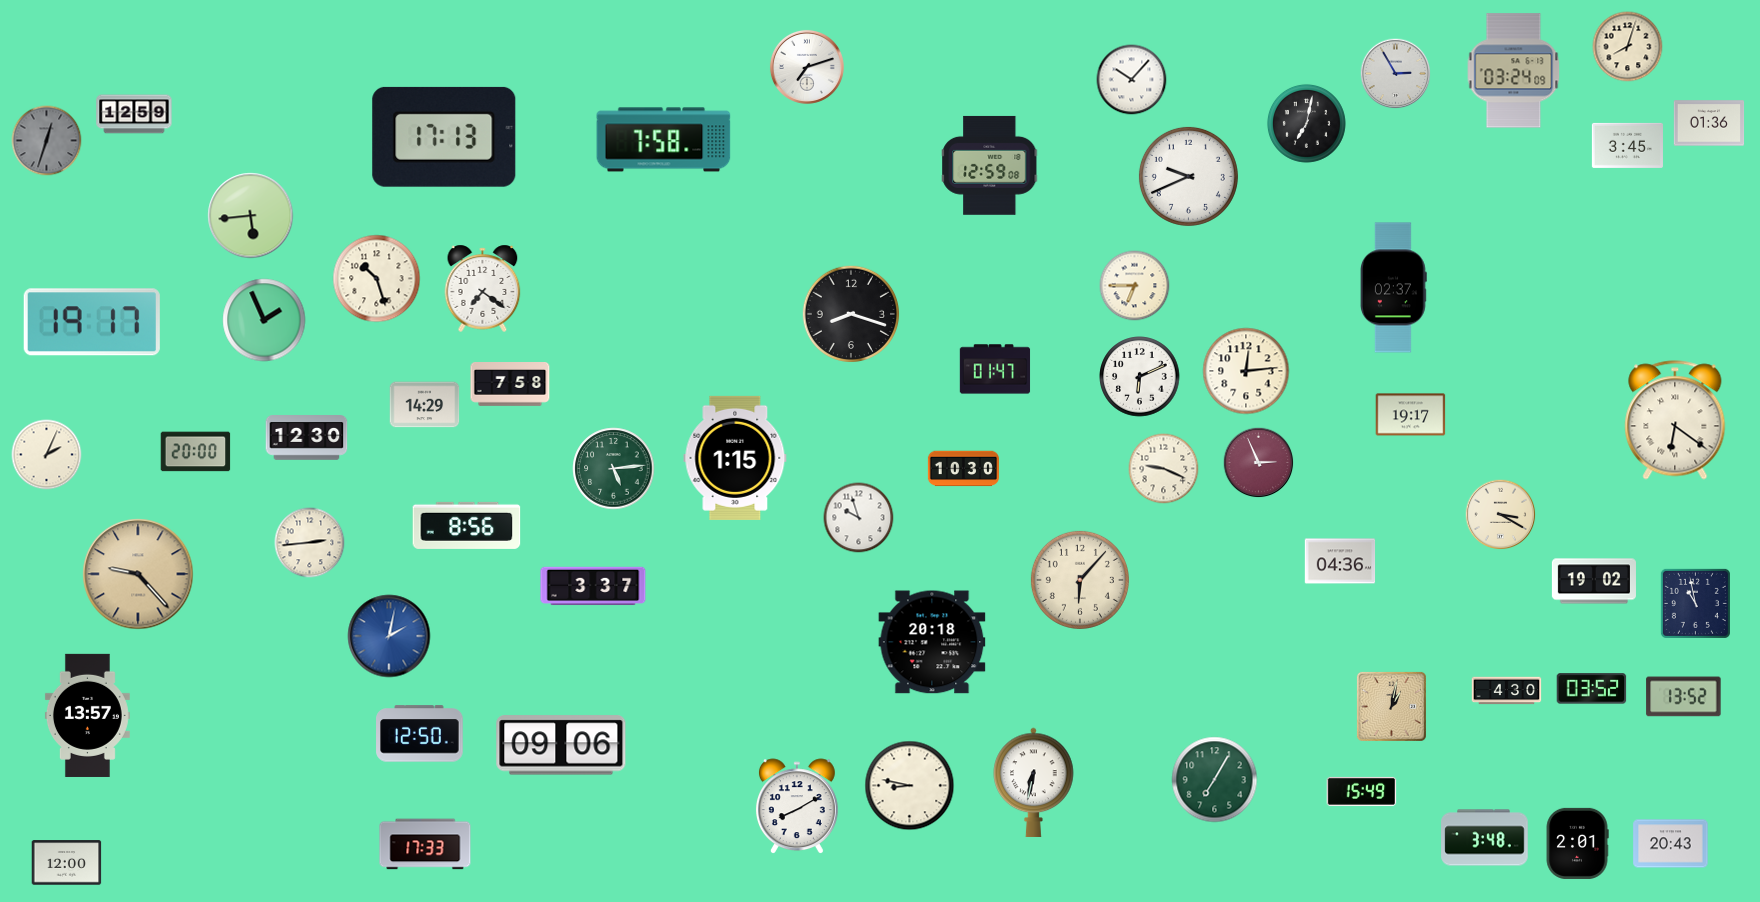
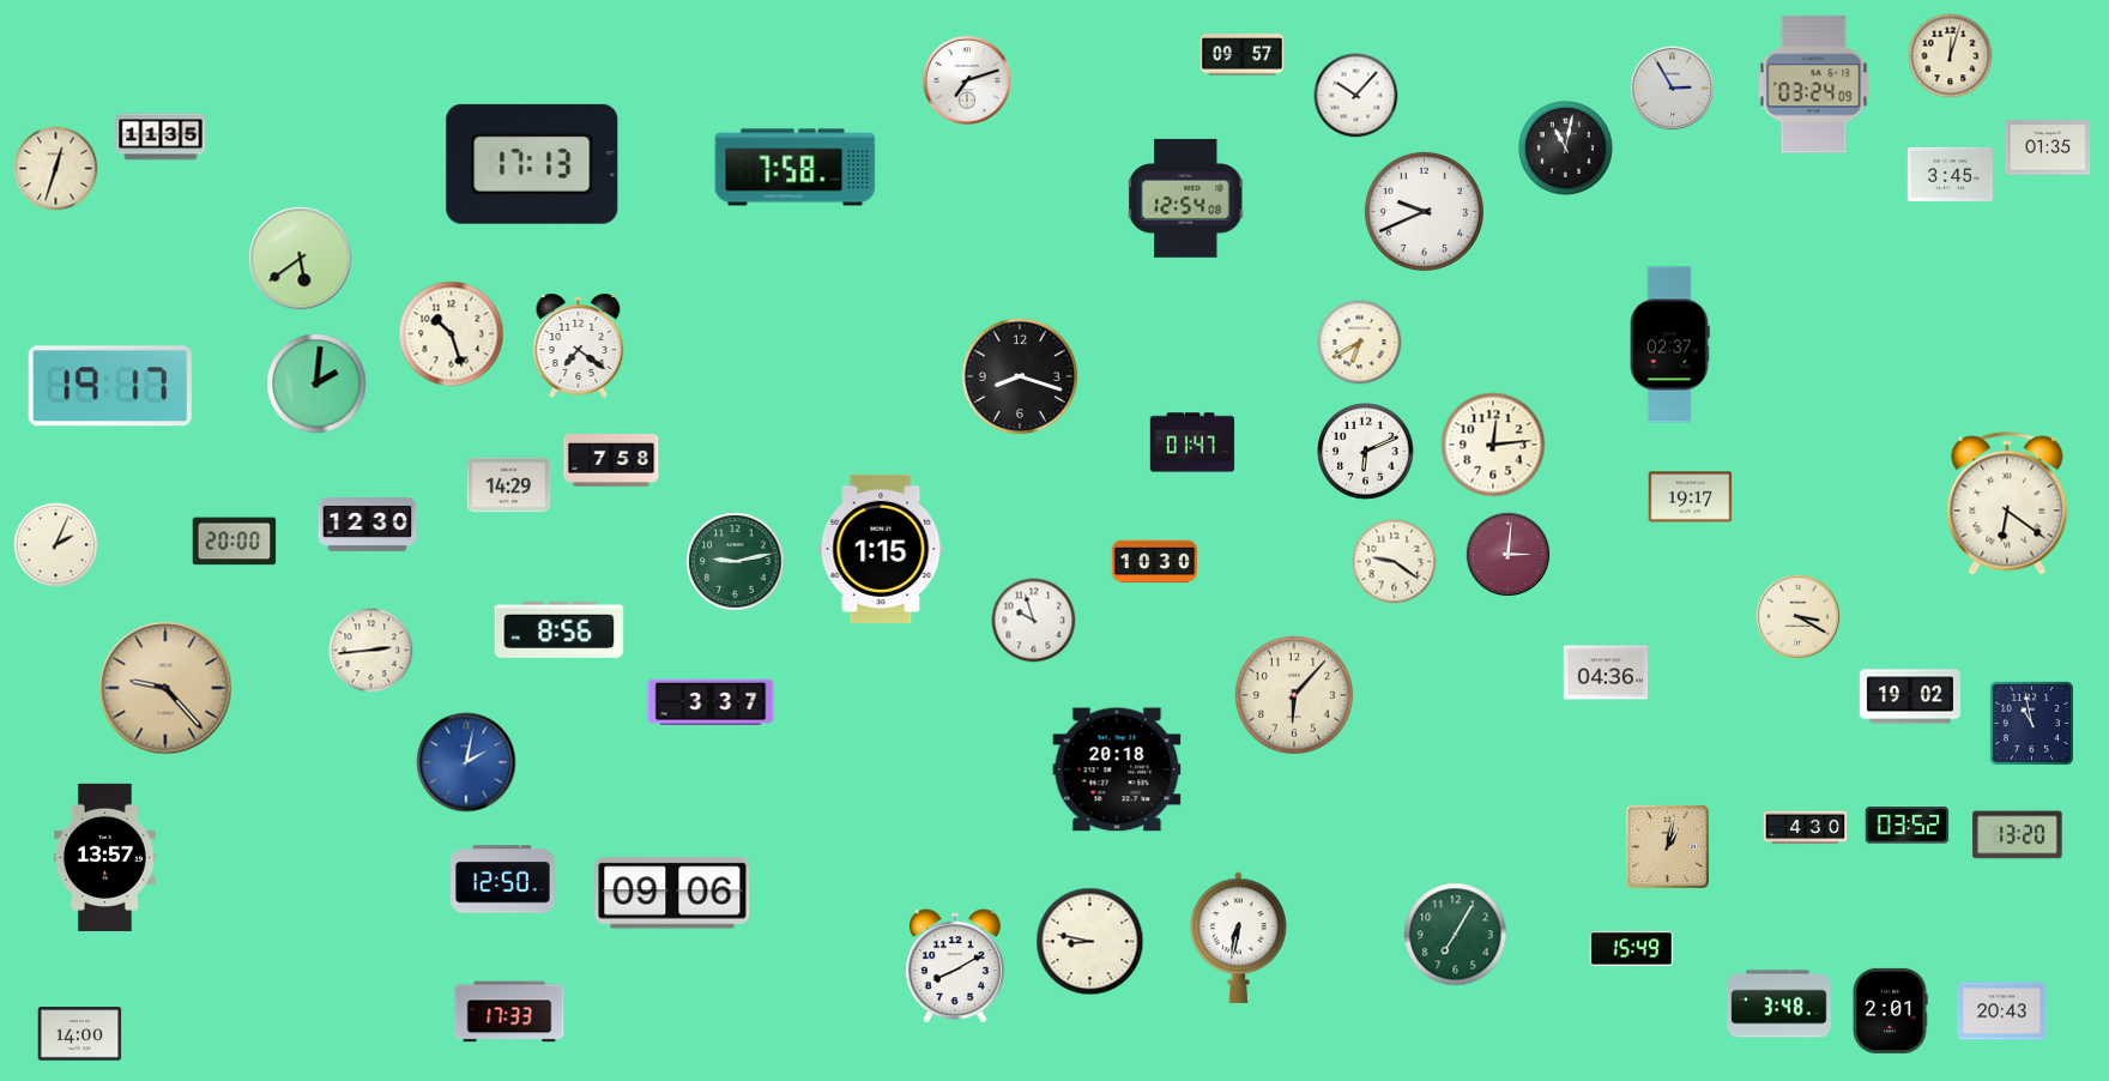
clock at (1243, 55): none -> 09:57
clock at (1628, 47): 8:03 -> 12:03
clock at (134, 114): 12:59 -> 11:35
clock at (1306, 123): 7:02 -> 11:02
clock at (1709, 123): 01:36 -> 01:35
clock at (47, 141) dial: grey -> cream
clock at (990, 165): 12:59 -> 12:54
clock at (251, 216): 5:44 -> 5:39
clock at (1135, 286): 6:45 -> 6:40
clock at (264, 320): 1:56 -> 2:01
clock at (1259, 463): 2:56 -> 3:01
clock at (614, 469): 5:14 -> 9:13
clock at (1164, 469): 9:19 -> 9:21
clock at (859, 518) position: (859, 518) -> (1034, 621)
clock at (1684, 697): 13:52 -> 13:20
clock at (67, 863): 12:00 -> 14:00
